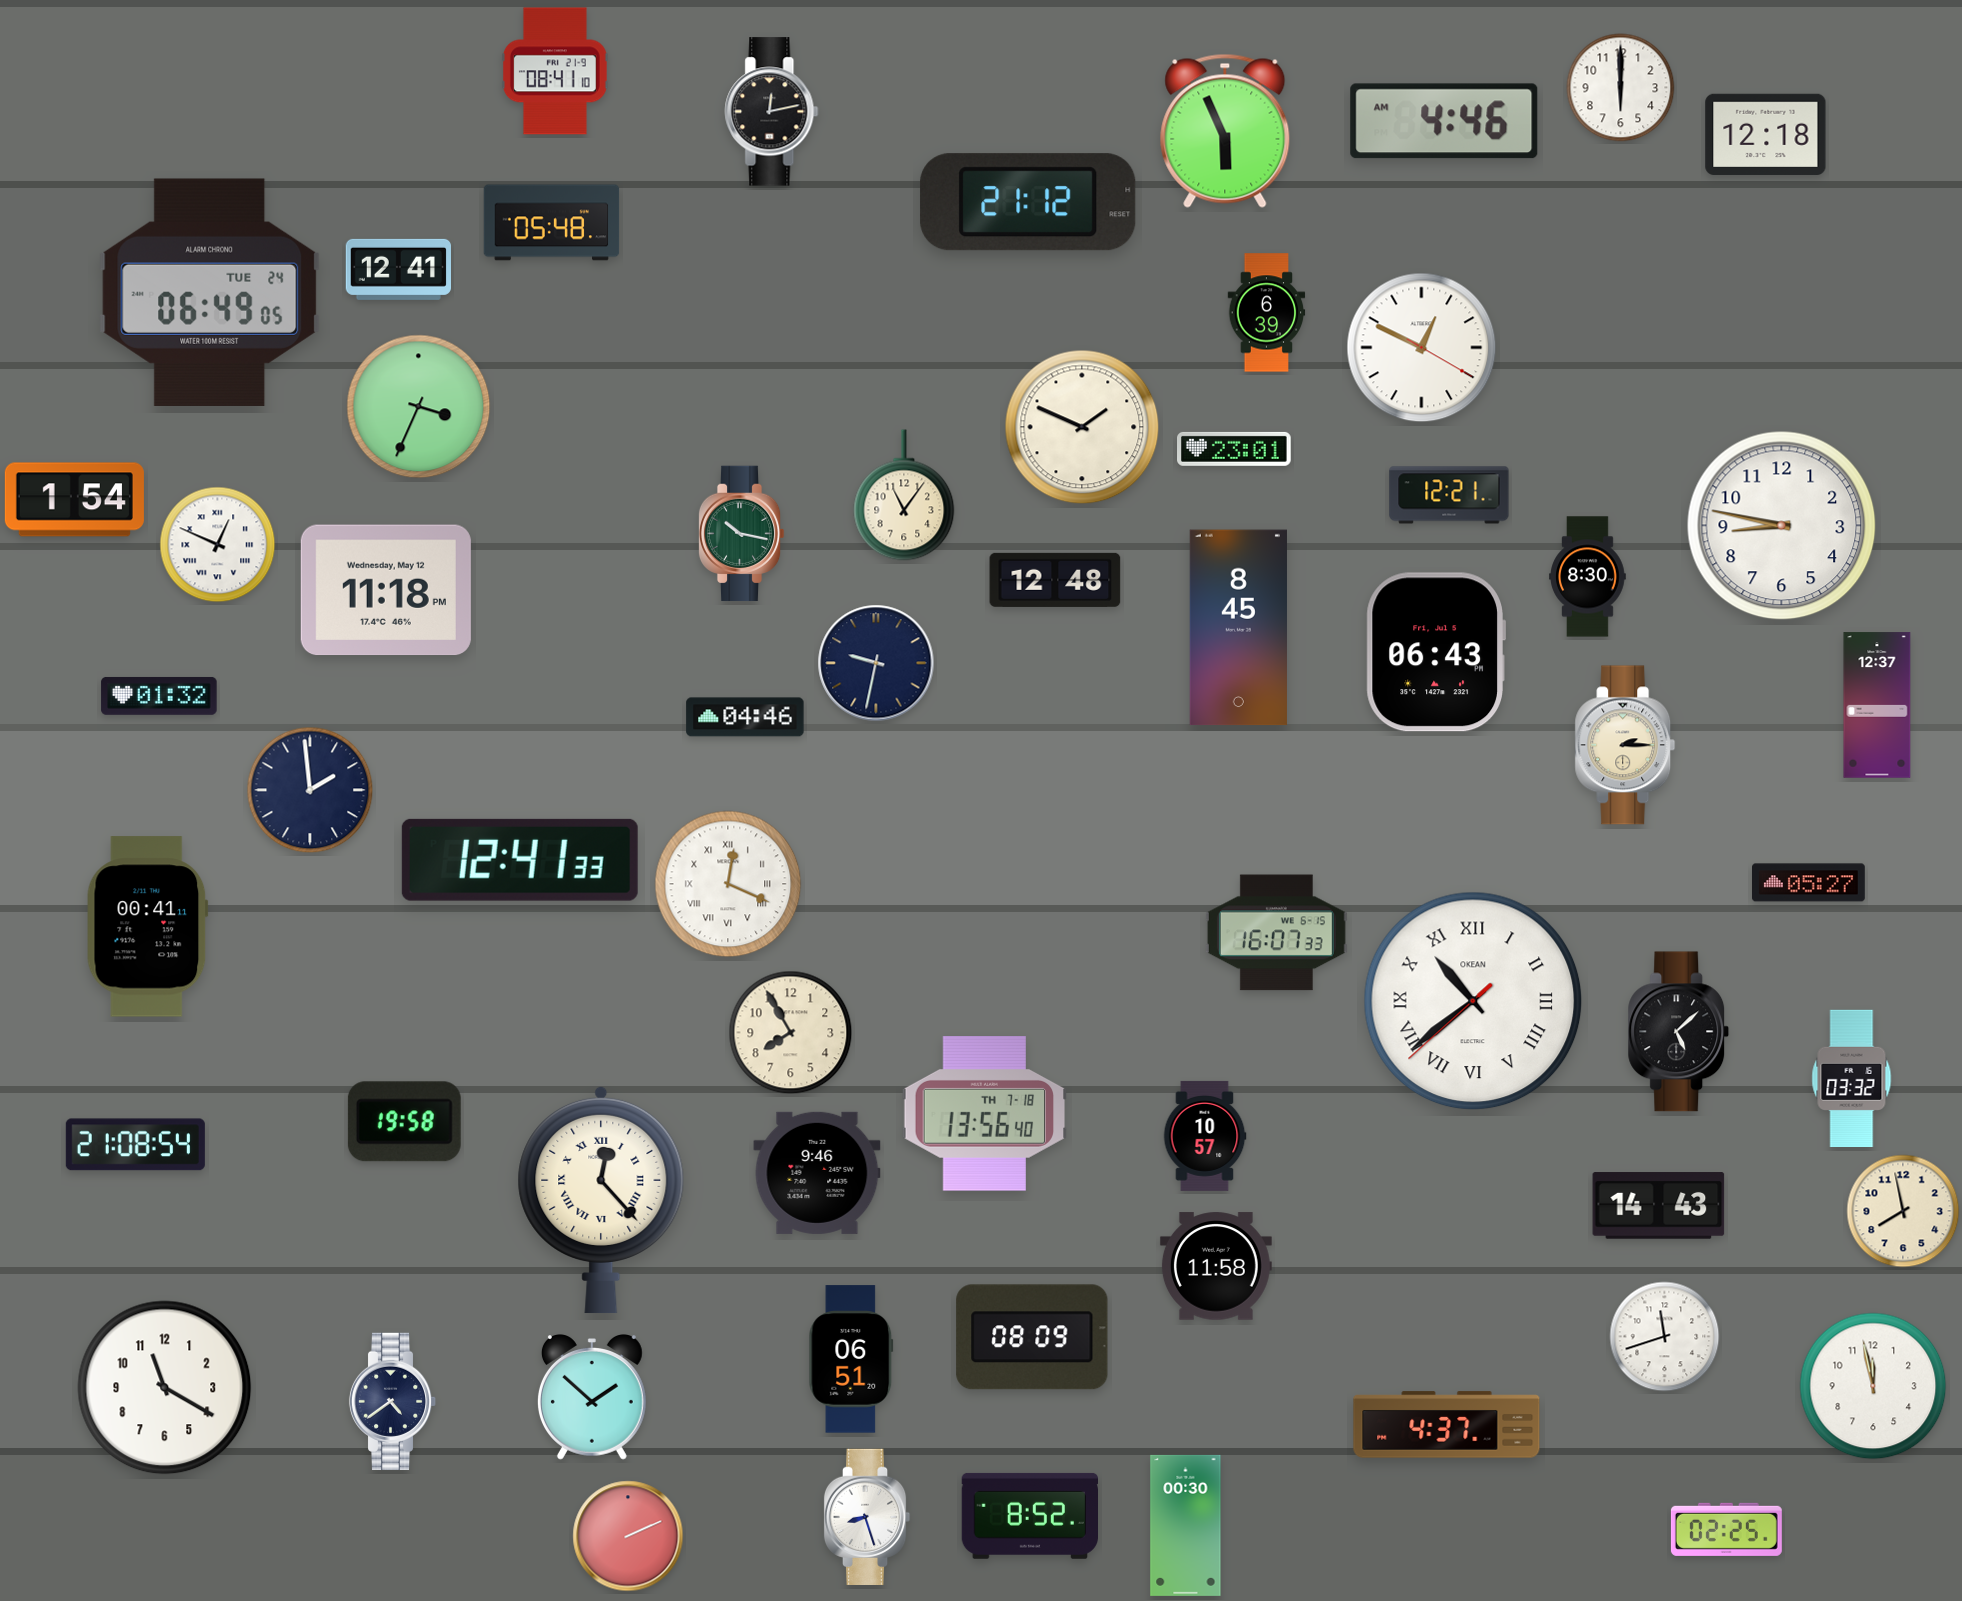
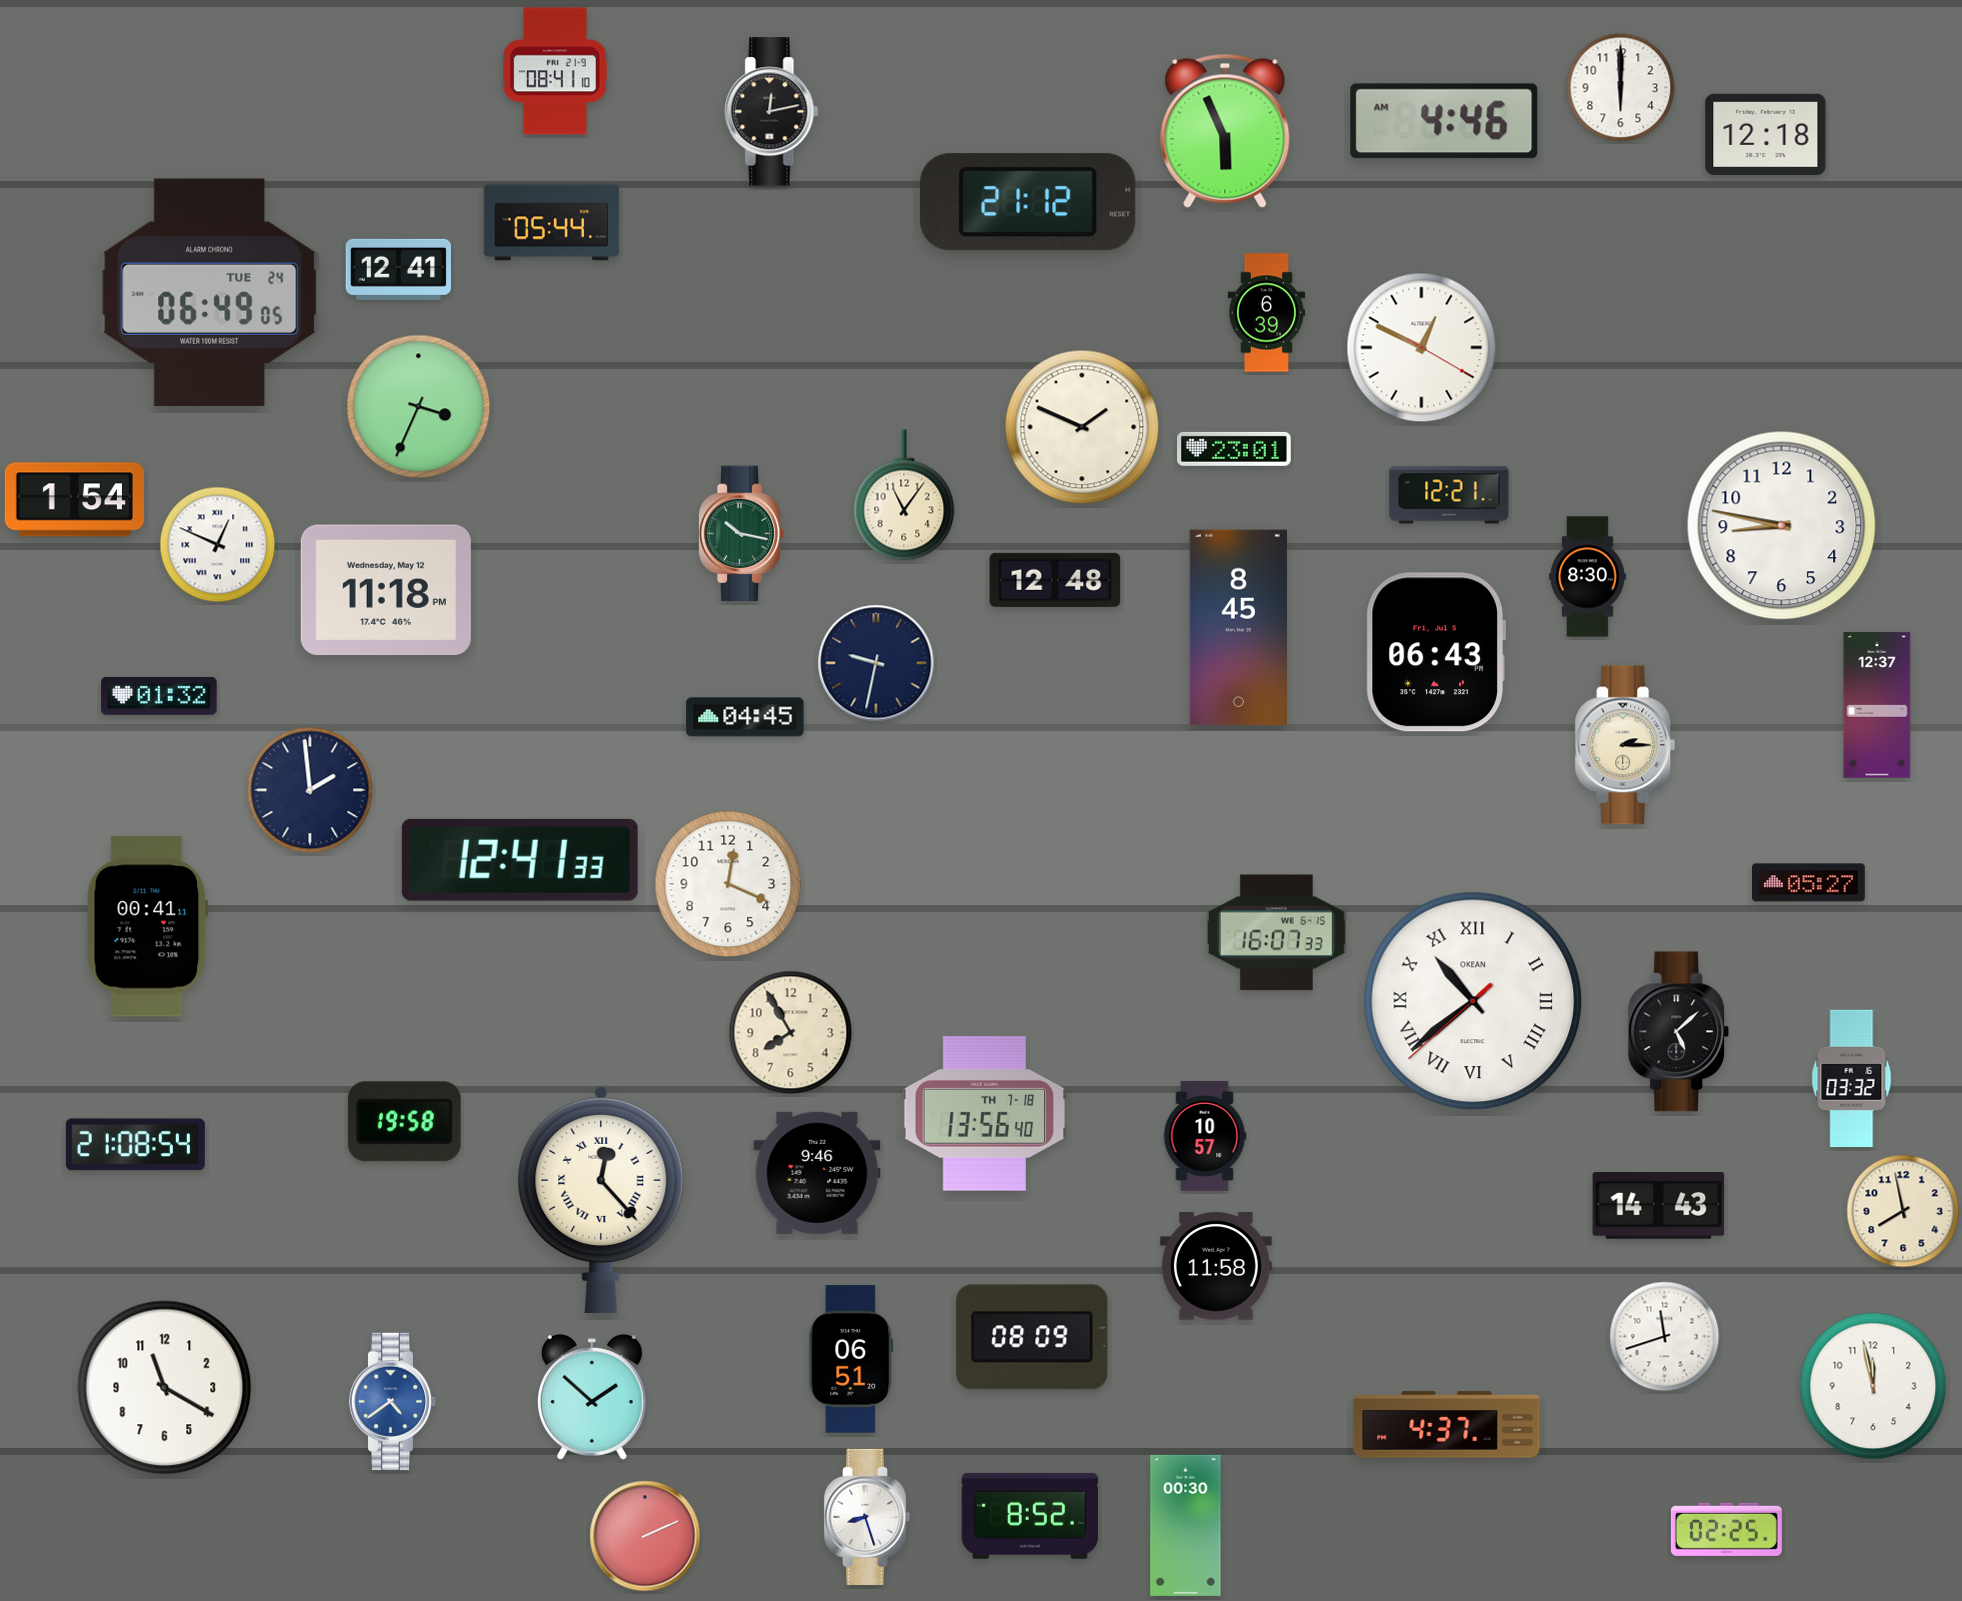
clock at (552, 223): 05:48 -> 05:44
clock at (745, 717): 04:46 -> 04:45
clock at (728, 884) numerals: Roman -> Arabic
clock at (393, 1401) dial: navy -> blue
clock at (628, 1536) position: (628, 1536) -> (645, 1536)
